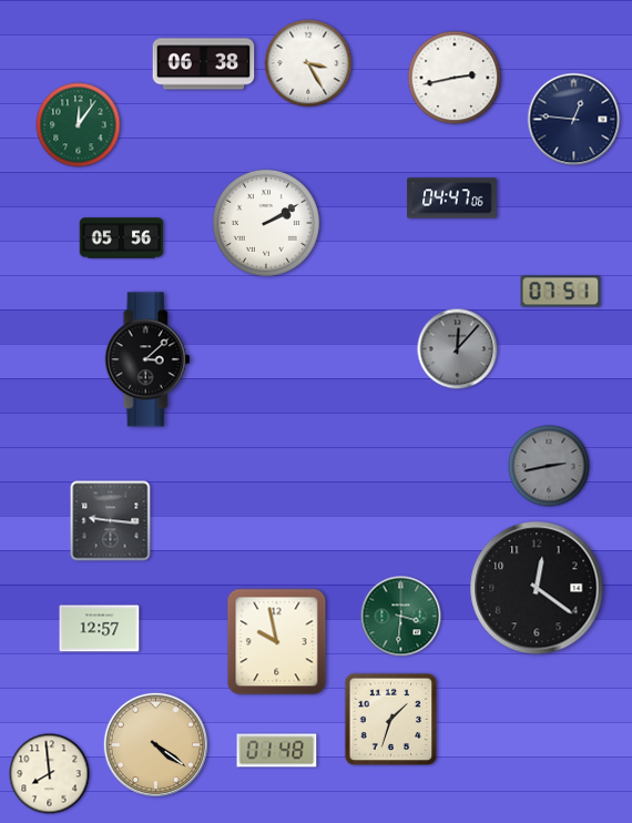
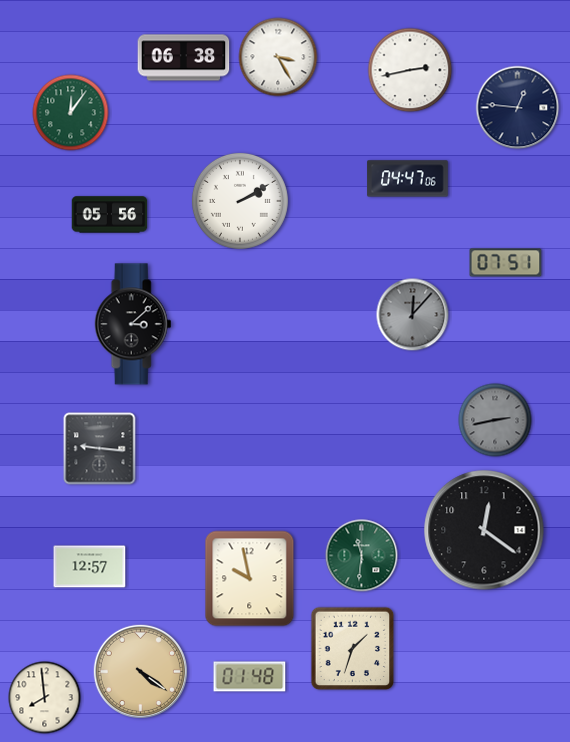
clock at (111, 521) position: (111, 521) -> (100, 449)
clock at (401, 617): 3:31 -> 11:31
